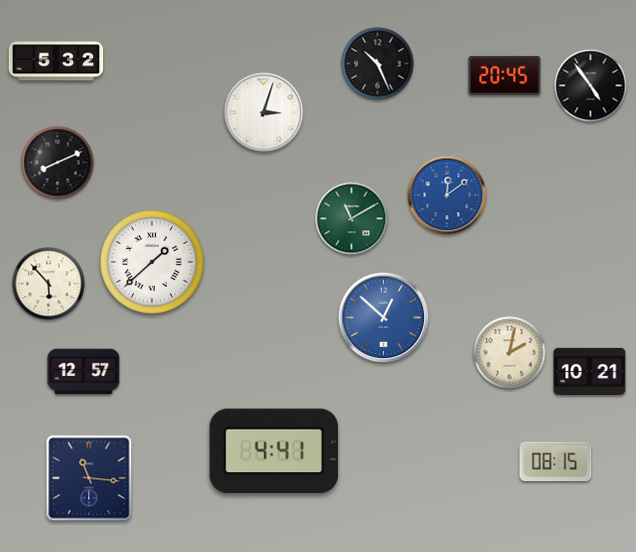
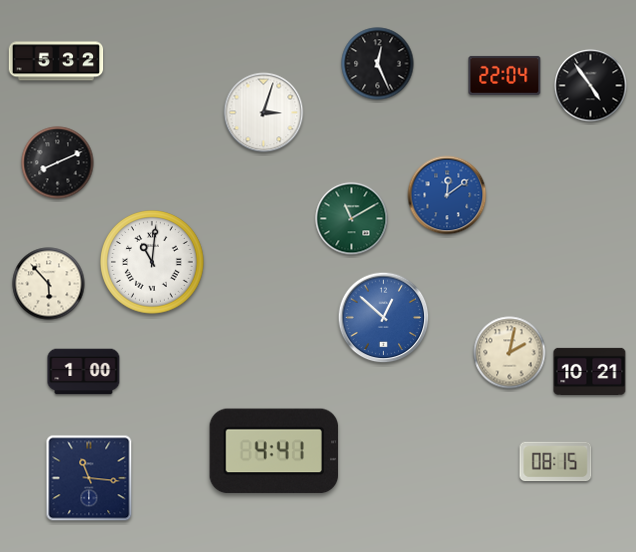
clock at (378, 64): 10:26 -> 12:26
clock at (505, 75): 20:45 -> 22:04
clock at (152, 262): 1:38 -> 11:01
clock at (84, 372): 12:57 -> 1:00
